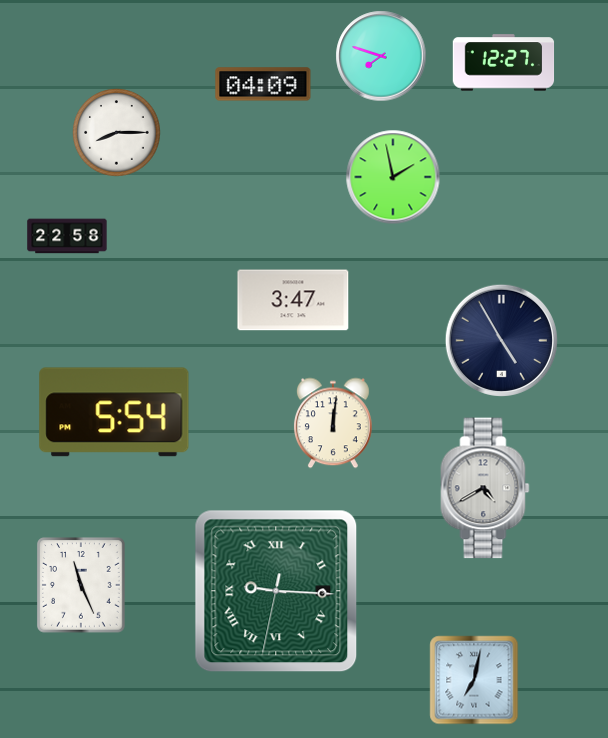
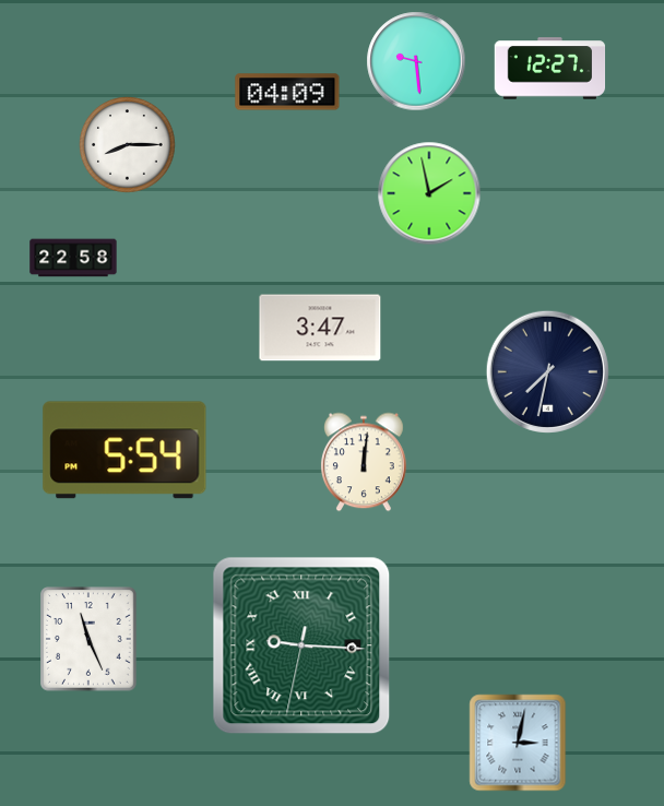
clock at (381, 56): 7:48 -> 9:29
clock at (501, 340): 4:55 -> 7:32
clock at (485, 488): 4:40 -> none
clock at (474, 680): 7:02 -> 3:02
